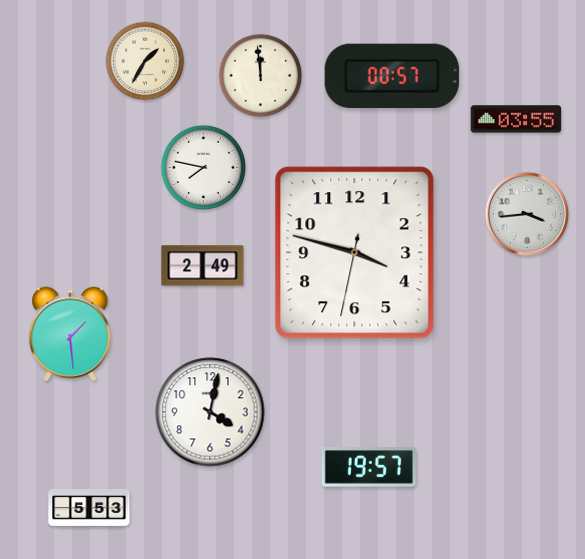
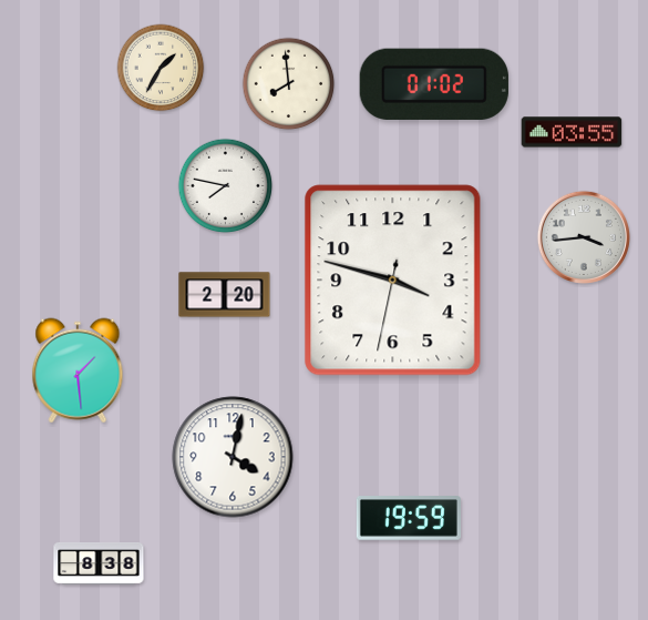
clock at (261, 76): 11:59 -> 7:59
clock at (392, 76): 00:57 -> 01:02
clock at (203, 266): 2:49 -> 2:20
clock at (369, 467): 19:57 -> 19:59
clock at (89, 508): 5:53 -> 8:38
